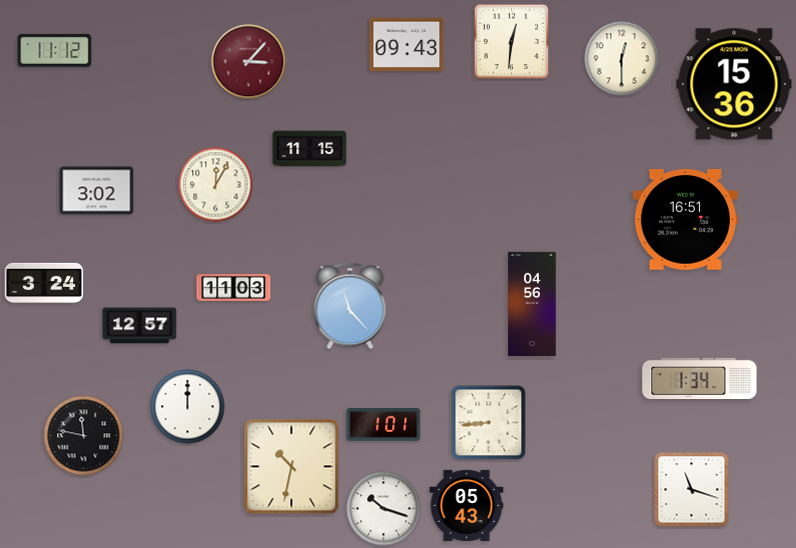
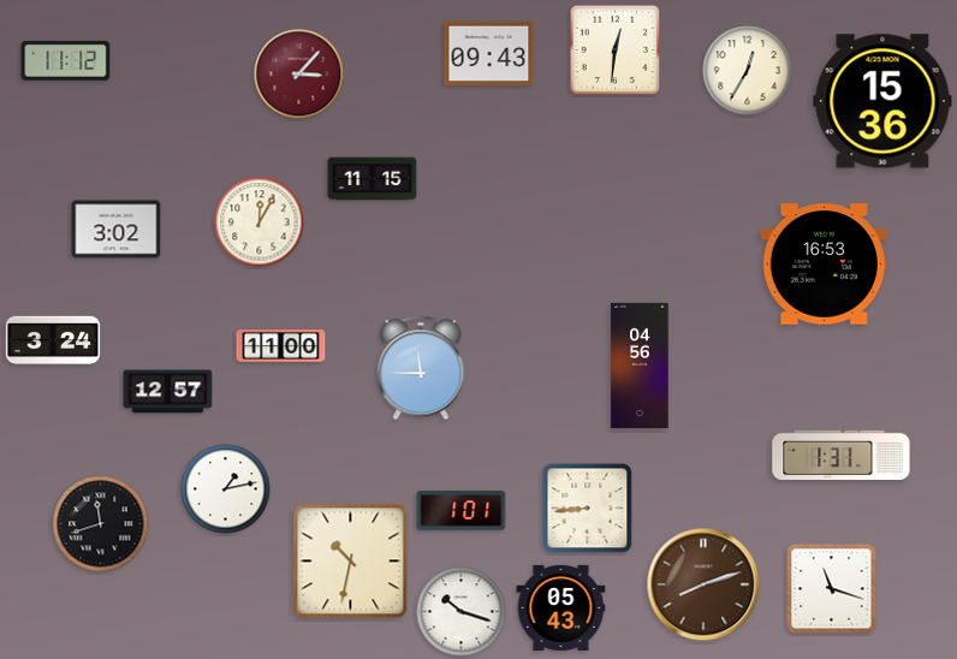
clock at (622, 59): 12:30 -> 12:35
clock at (685, 220): 16:51 -> 16:53
clock at (234, 288): 11:03 -> 11:00
clock at (350, 306): 11:23 -> 11:45
clock at (700, 378): 1:34 -> 1:31
clock at (188, 407): 12:00 -> 1:13
clock at (84, 436): 11:47 -> 11:42
clock at (703, 584): none -> 8:12
